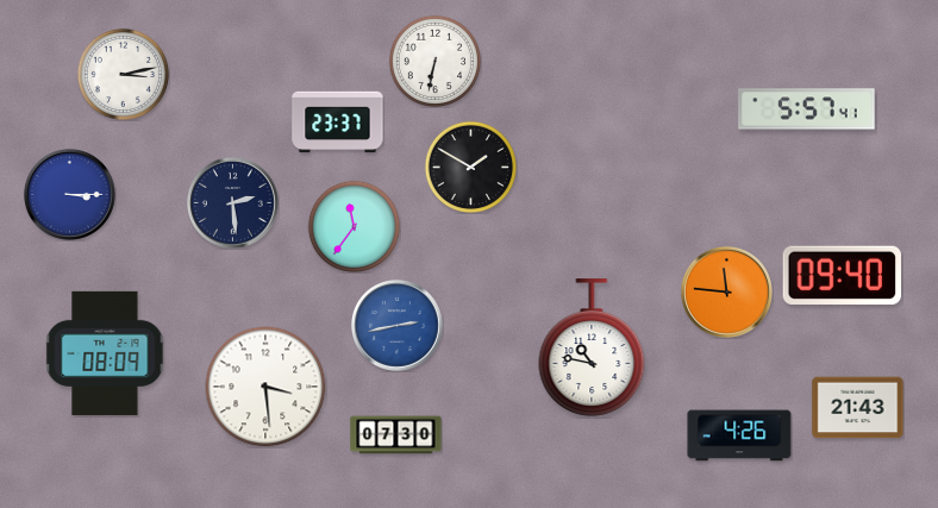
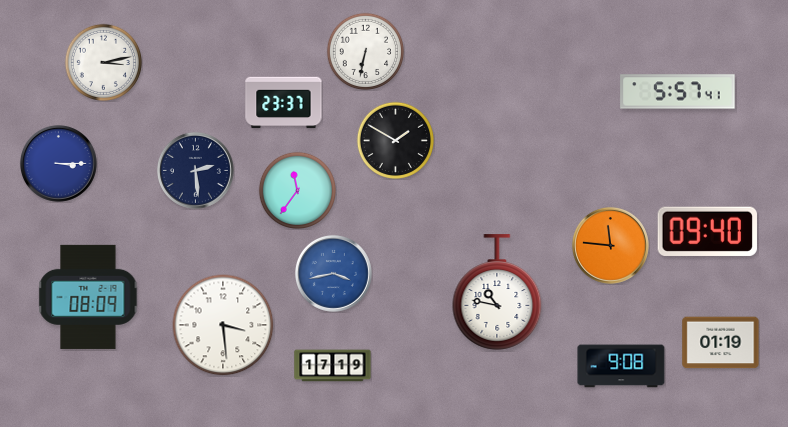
clock at (396, 325): 2:43 -> 3:43
clock at (858, 408): 21:43 -> 01:19
clock at (396, 435): 07:30 -> 17:19
clock at (739, 435): 4:26 -> 9:08
